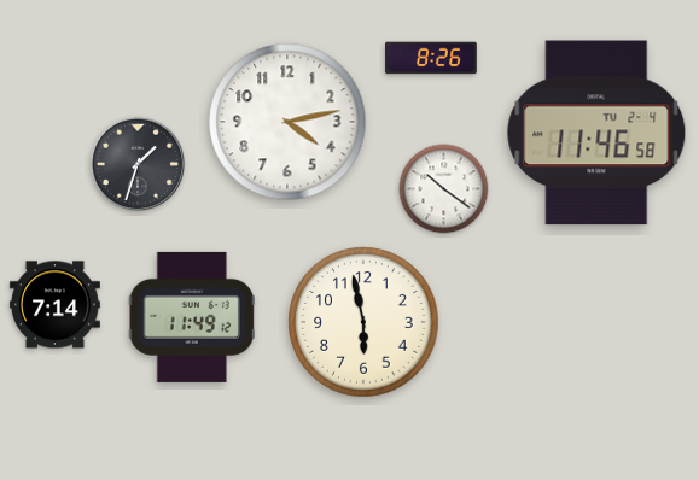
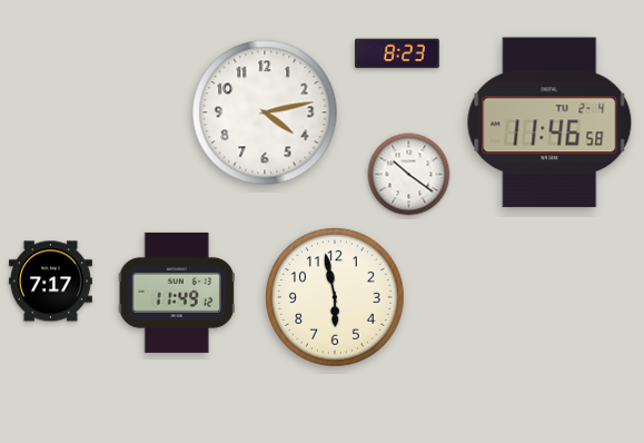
clock at (432, 58): 8:26 -> 8:23
clock at (136, 163): 1:33 -> none
clock at (54, 305): 7:14 -> 7:17
